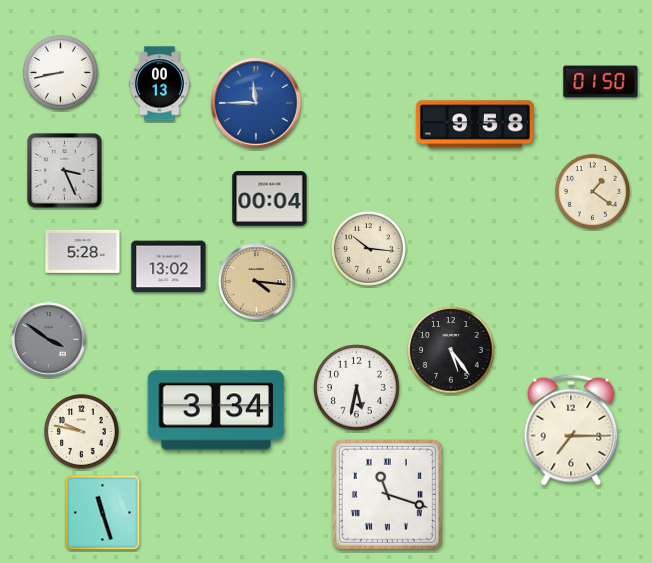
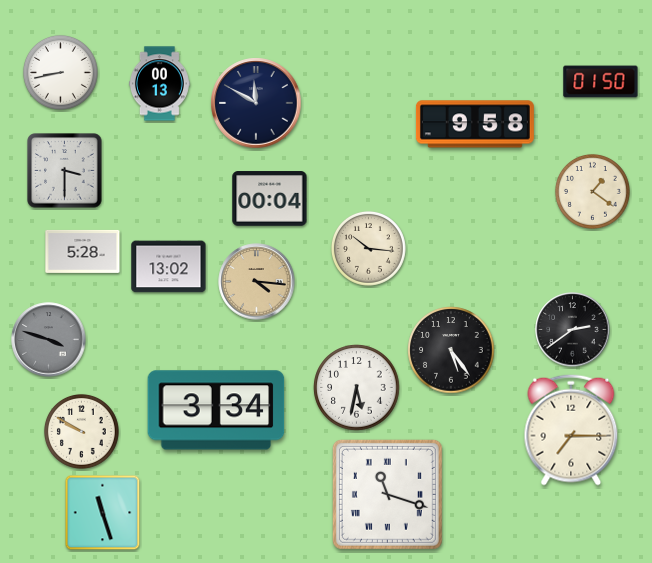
clock at (256, 103): 11:45 -> 11:50
clock at (256, 103) dial: blue -> navy
clock at (65, 171): 3:26 -> 3:30
clock at (573, 330): none -> 2:39
clock at (49, 340): 3:51 -> 3:48
clock at (81, 431): 9:47 -> 9:50
